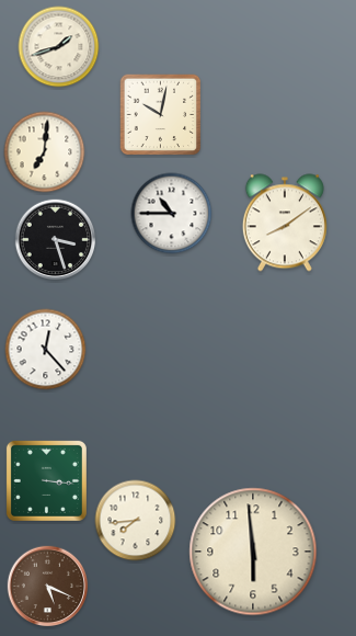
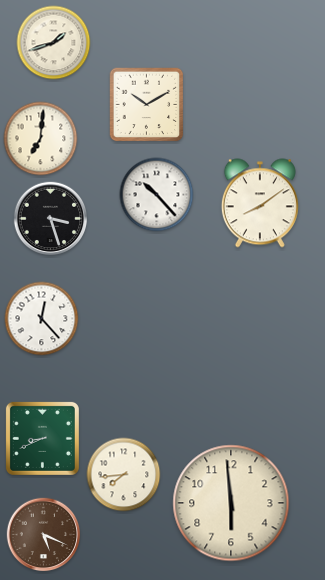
clock at (161, 115): 10:02 -> 10:10
clock at (172, 214): 10:45 -> 10:23
clock at (46, 480): 3:16 -> 8:41
